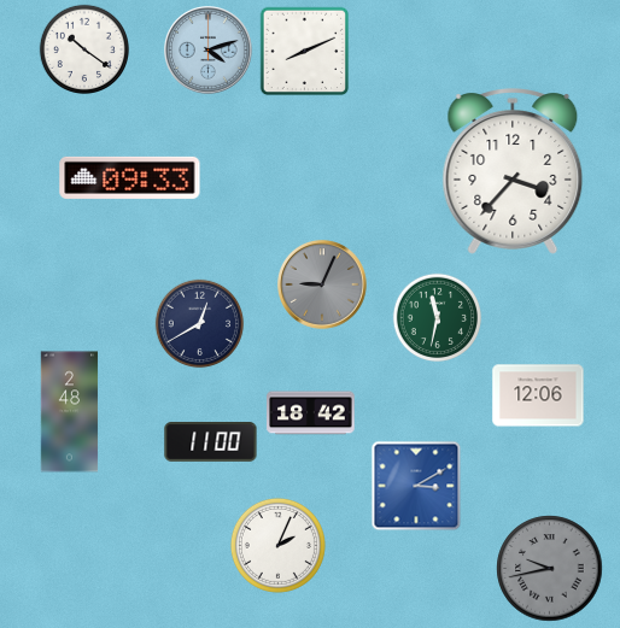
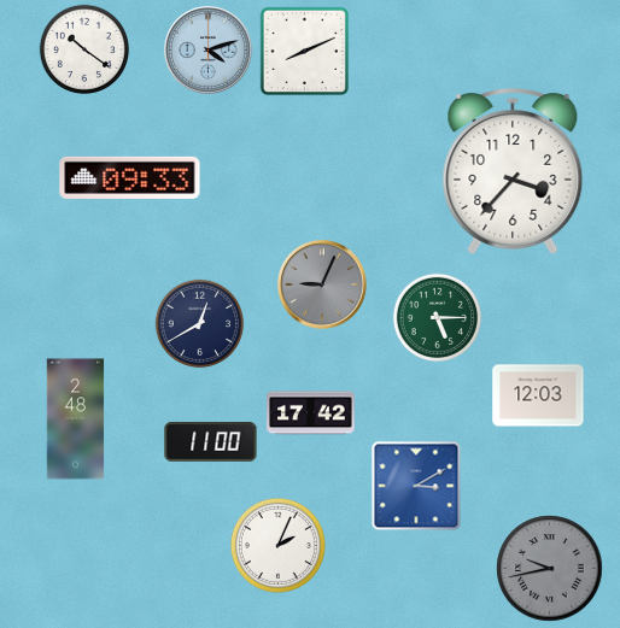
clock at (438, 318): 11:32 -> 5:15
clock at (538, 395): 12:06 -> 12:03
clock at (70, 412) position: (70, 412) -> (76, 419)
clock at (311, 413): 18:42 -> 17:42
